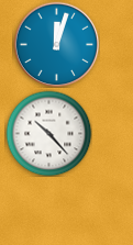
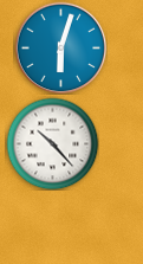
clock at (56, 44): 12:03 -> 6:03
